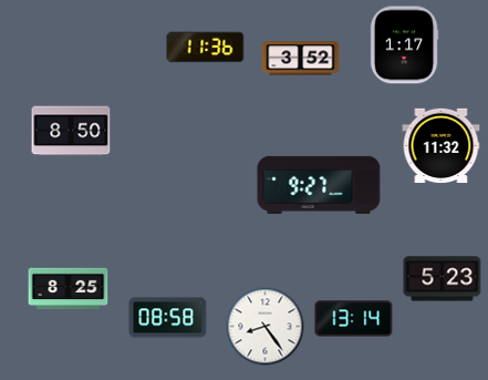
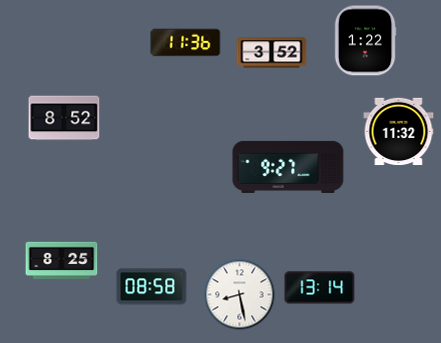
clock at (404, 45): 1:17 -> 1:22
clock at (71, 131): 8:50 -> 8:52
clock at (443, 279): 5:23 -> none
clock at (266, 327): 8:24 -> 8:28
